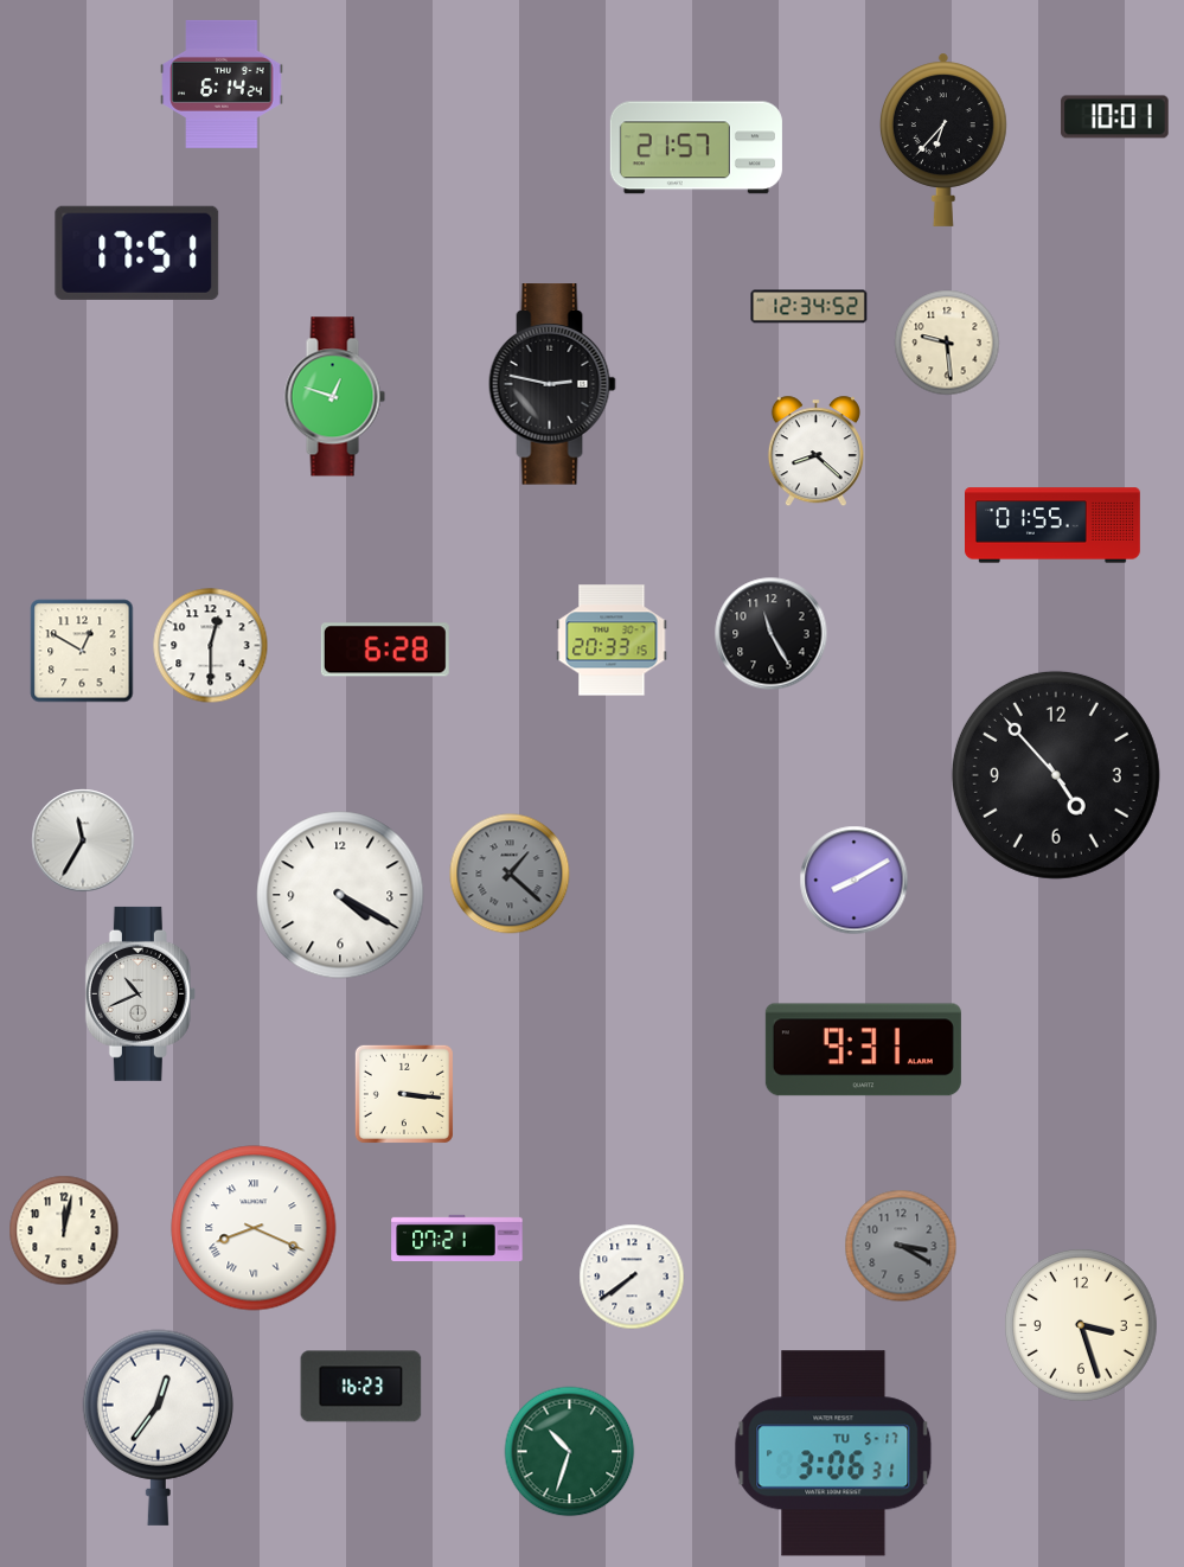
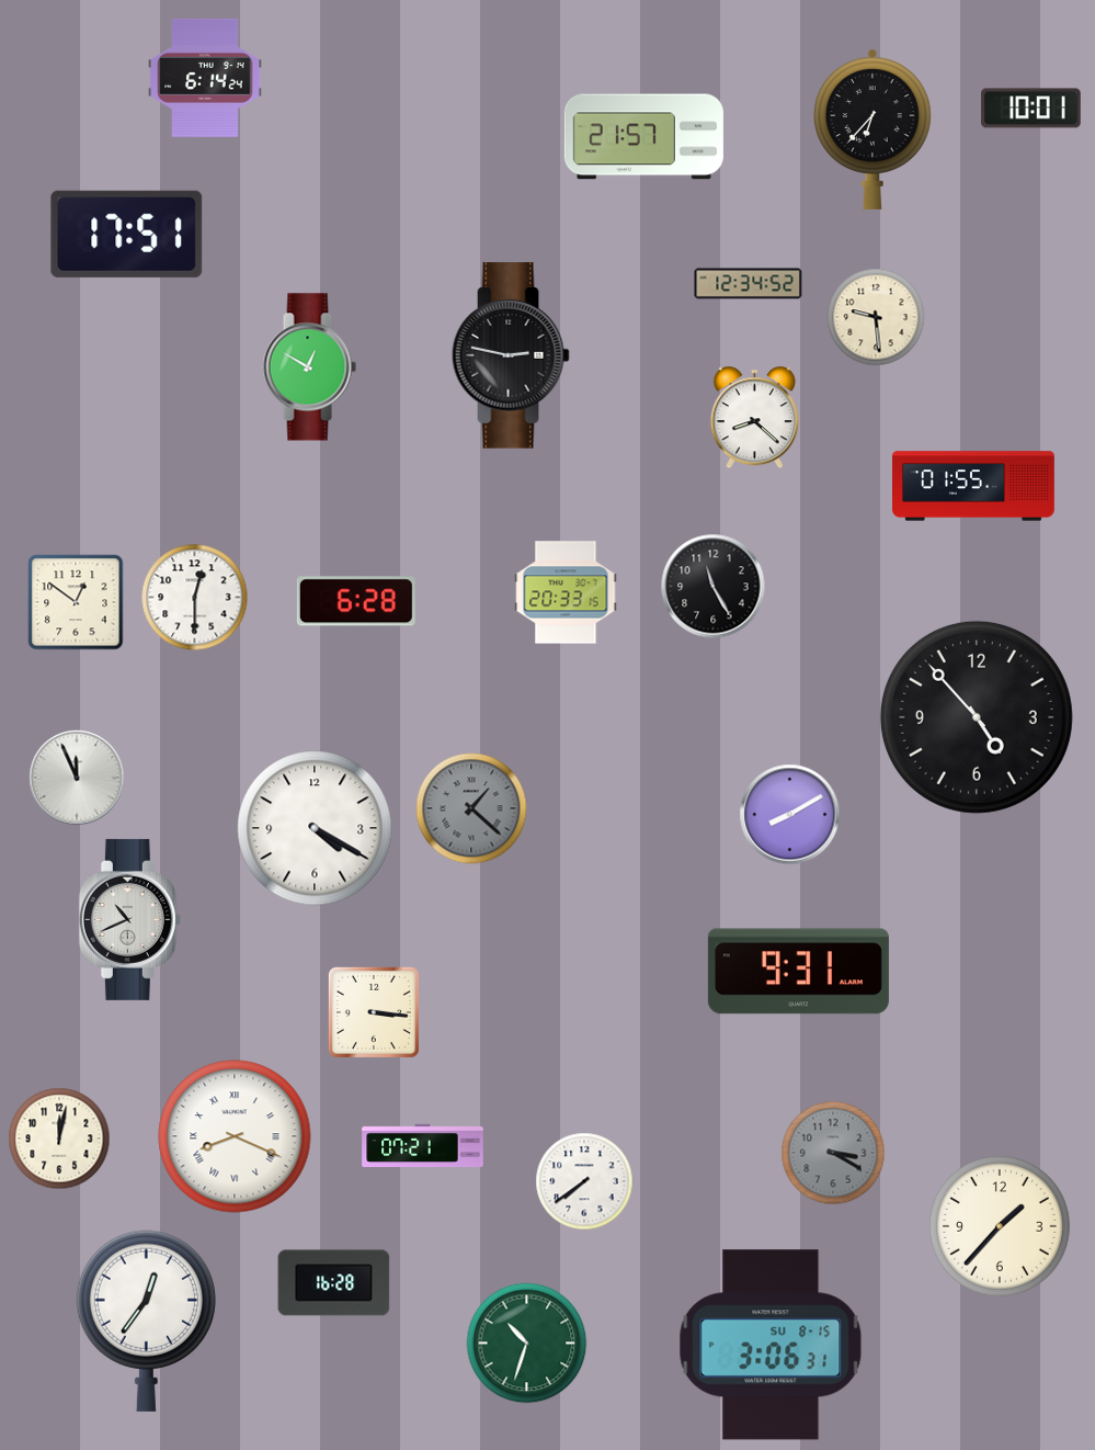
clock at (334, 397): 12:48 -> 12:50
clock at (82, 651): 12:50 -> 12:51
clock at (83, 840): 11:35 -> 11:56
clock at (1081, 1325): 3:27 -> 1:37
clock at (361, 1387): 16:23 -> 16:28
clock at (833, 1453) date: TU 5-17 -> SU 8-15
